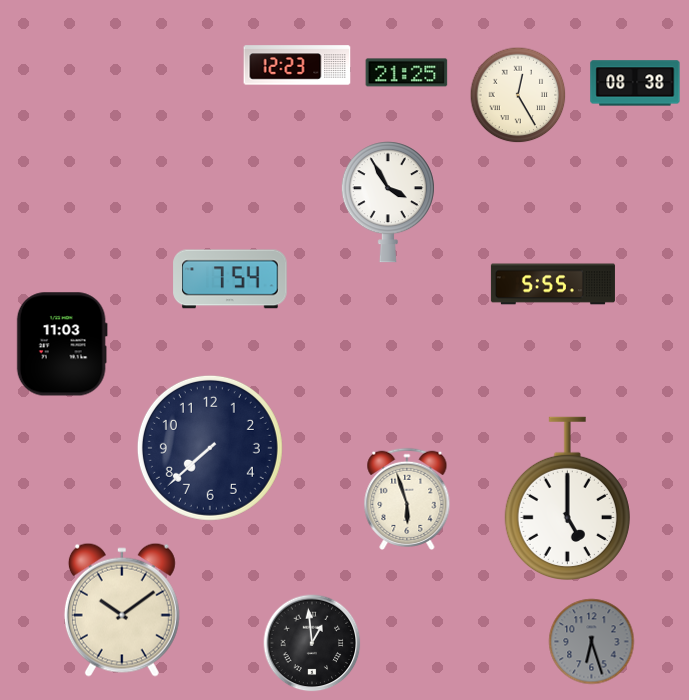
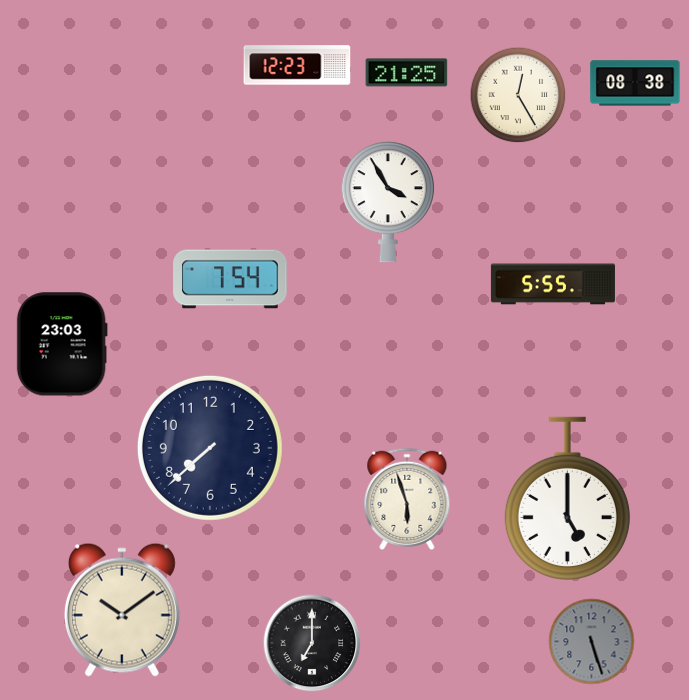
clock at (62, 344): 11:03 -> 23:03
clock at (592, 642): 6:27 -> 5:27
clock at (312, 643): 12:59 -> 7:00
